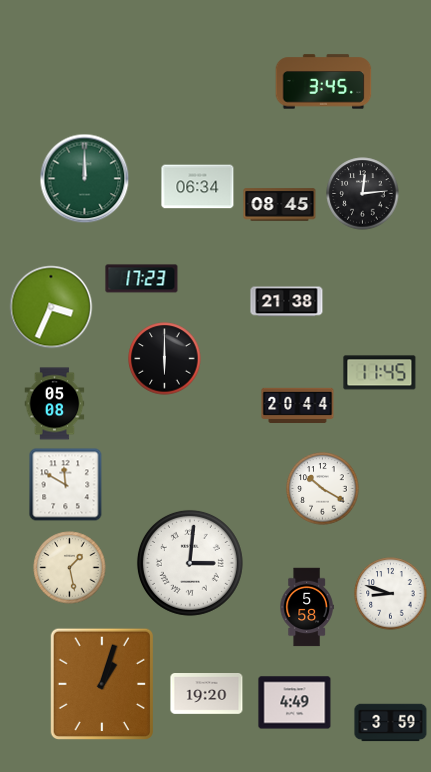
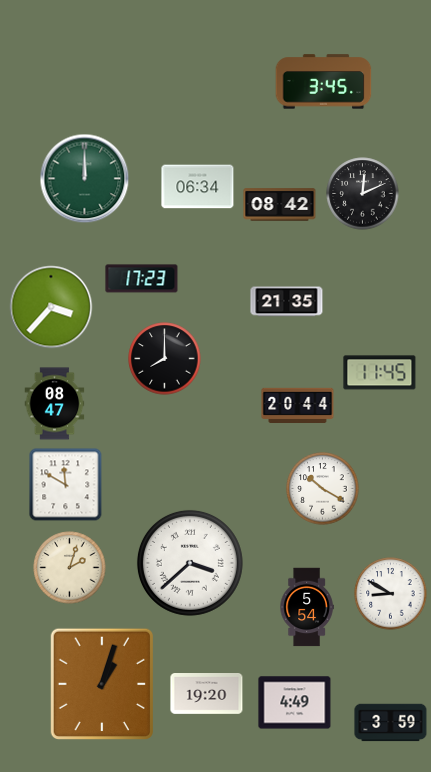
clock at (363, 194): 12:14 -> 12:11
clock at (280, 205): 08:45 -> 08:42
clock at (287, 302): 21:38 -> 21:35
clock at (51, 307): 3:34 -> 3:37
clock at (165, 359): 6:00 -> 8:00
clock at (55, 404): 05:08 -> 08:47
clock at (190, 563): 3:01 -> 3:38
clock at (70, 568): 1:28 -> 2:03
clock at (391, 594): 8:48 -> 8:50
clock at (307, 607): 5:58 -> 5:54
